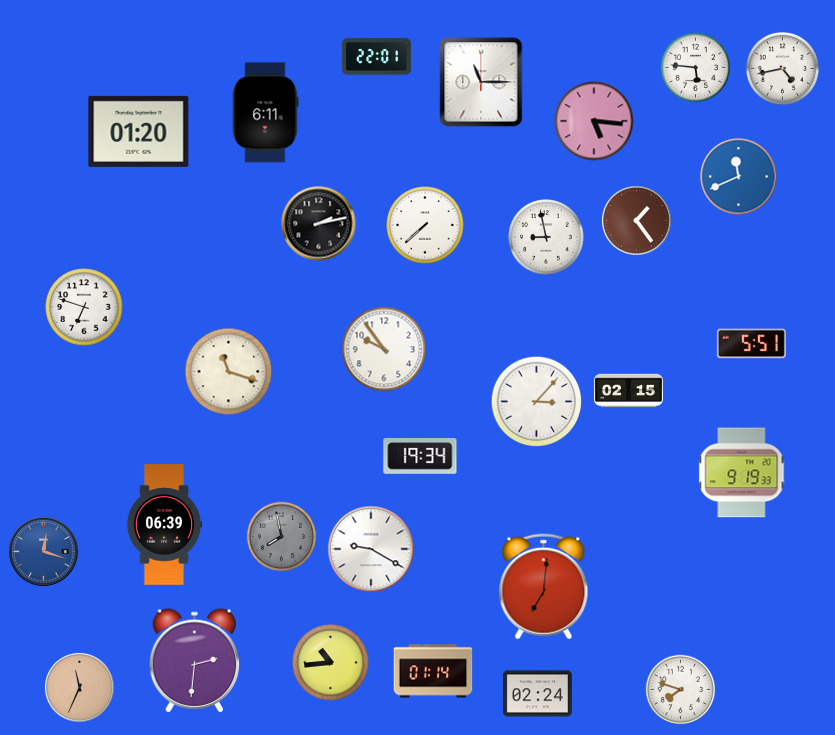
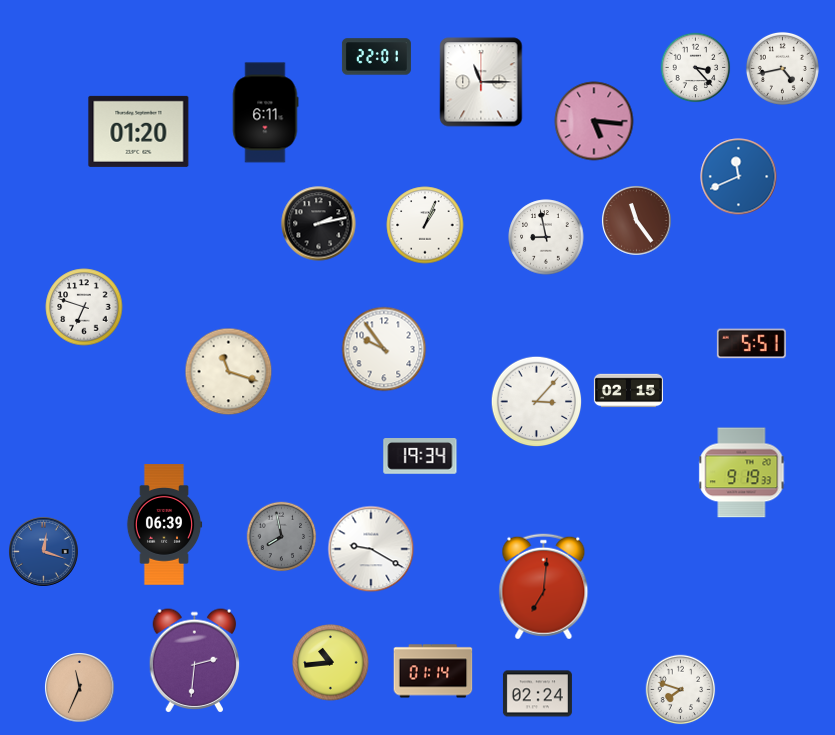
clock at (696, 68): 5:46 -> 3:23
clock at (637, 221): 1:24 -> 11:24
clock at (425, 225): 7:38 -> 1:04
